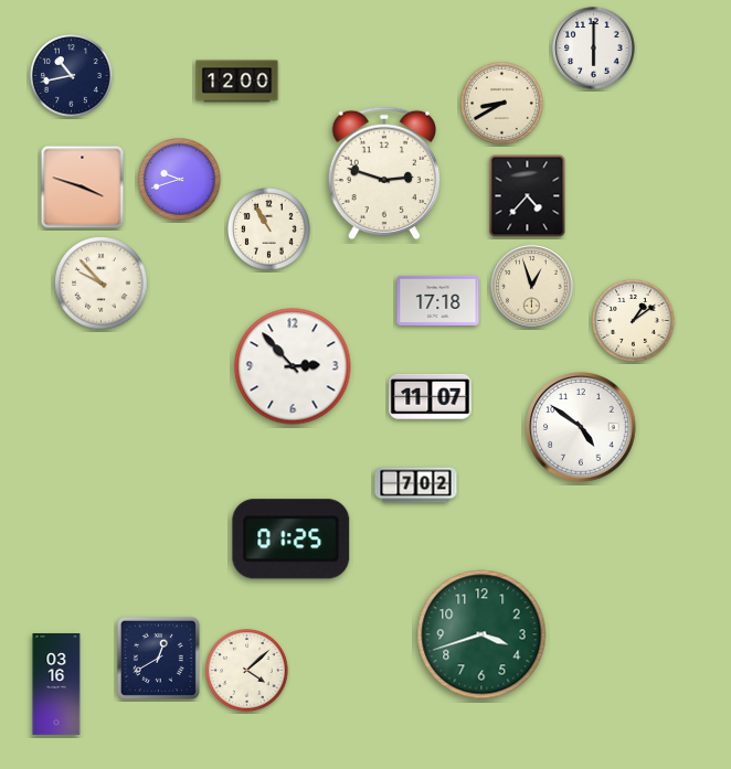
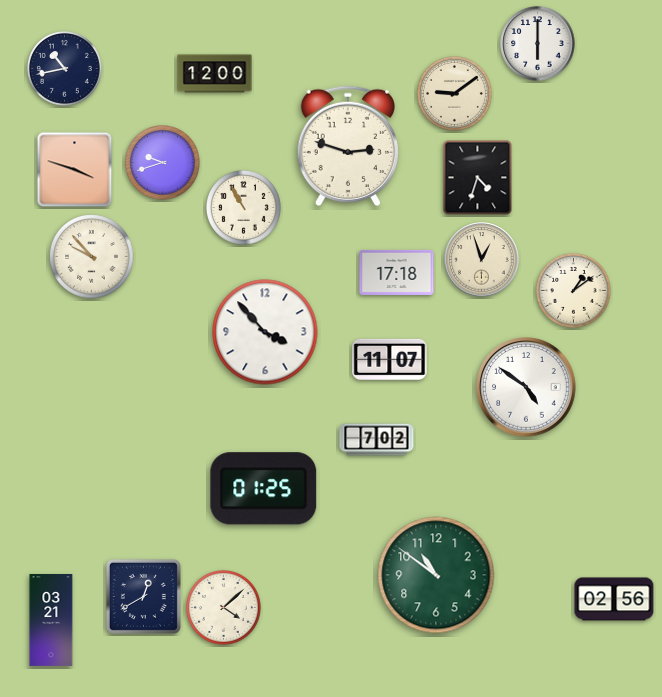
clock at (502, 104): 8:40 -> 9:09
clock at (383, 173) position: (383, 173) -> (347, 146)
clock at (528, 196): 4:37 -> 4:33
clock at (293, 366): 2:53 -> 3:53
clock at (481, 634): 3:42 -> 10:51
clock at (614, 599): none -> 02:56
clock at (56, 685): 03:16 -> 03:21
